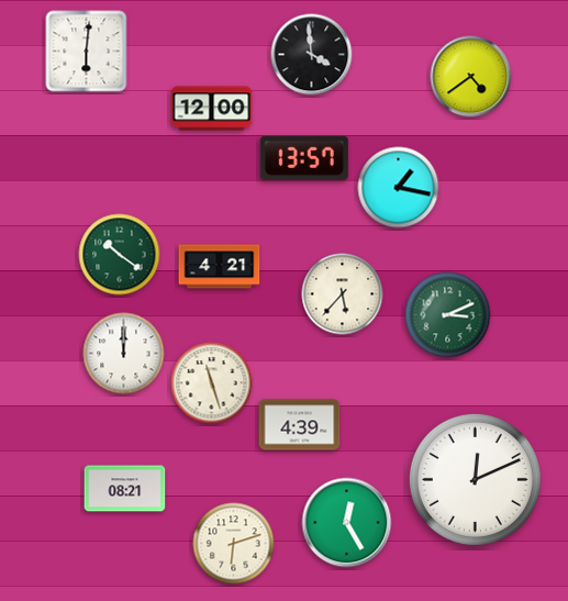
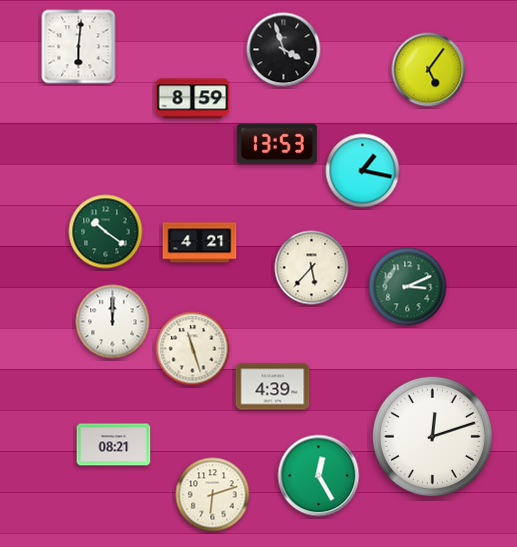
clock at (312, 55): 3:59 -> 3:57
clock at (471, 77): 4:39 -> 5:06
clock at (212, 109): 12:00 -> 8:59
clock at (304, 158): 13:57 -> 13:53
clock at (120, 255) position: (120, 255) -> (106, 232)
clock at (475, 479): 12:11 -> 12:12
clock at (347, 523) position: (347, 523) -> (319, 476)
